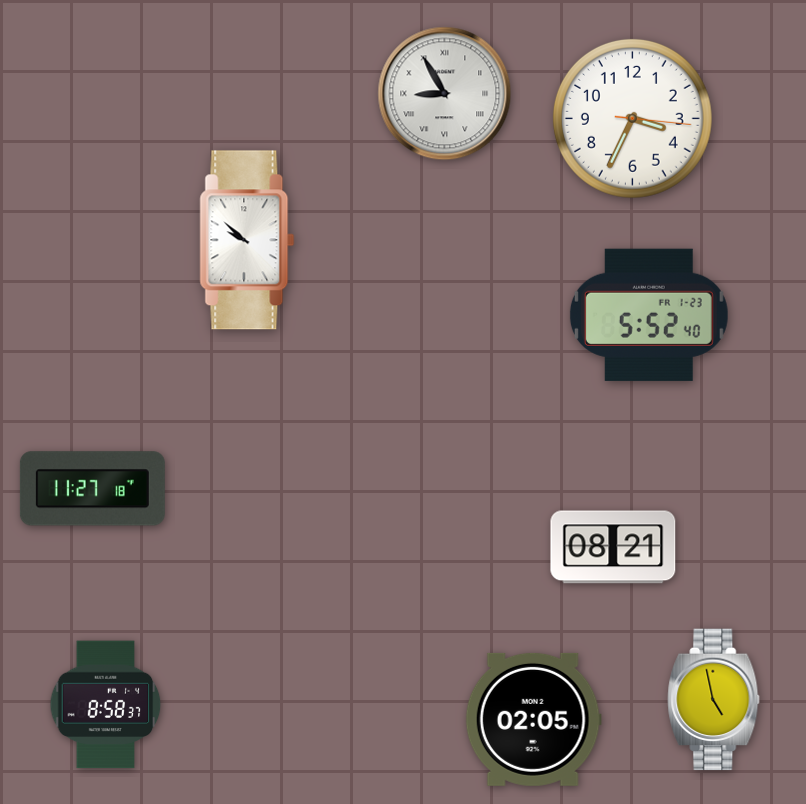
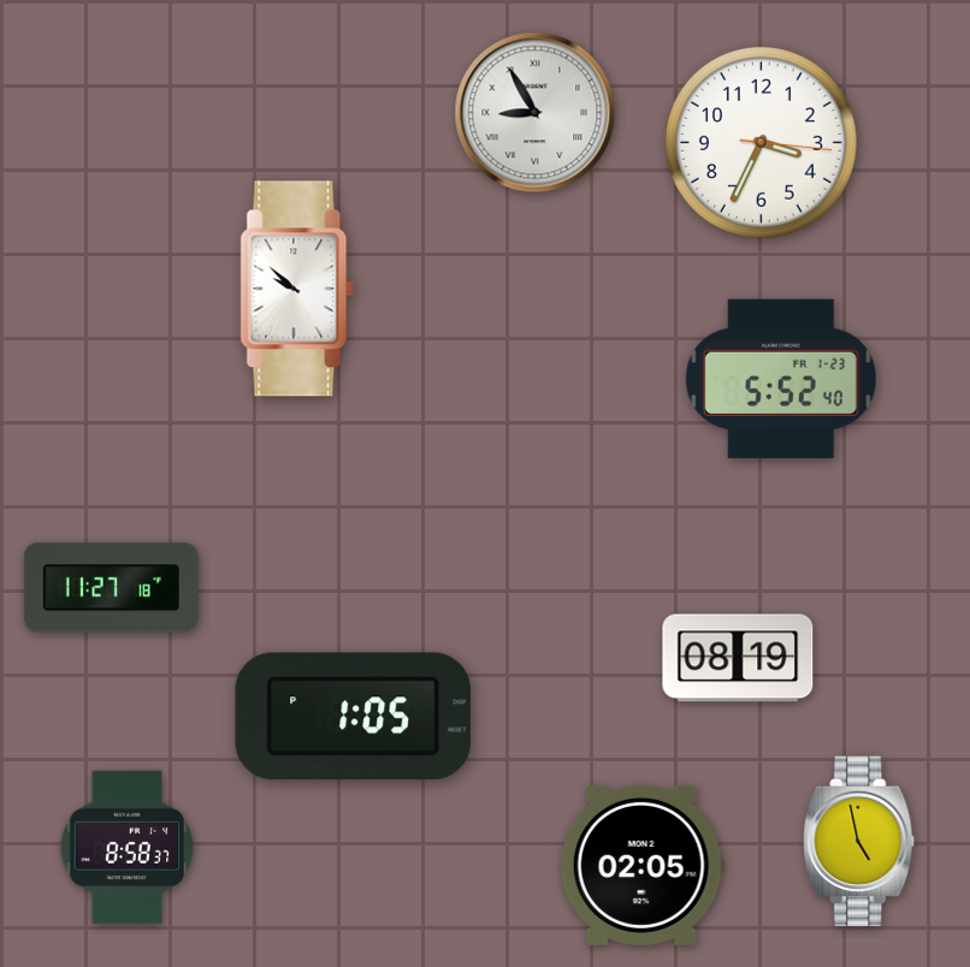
clock at (613, 547): 08:21 -> 08:19
clock at (353, 716): none -> 1:05
